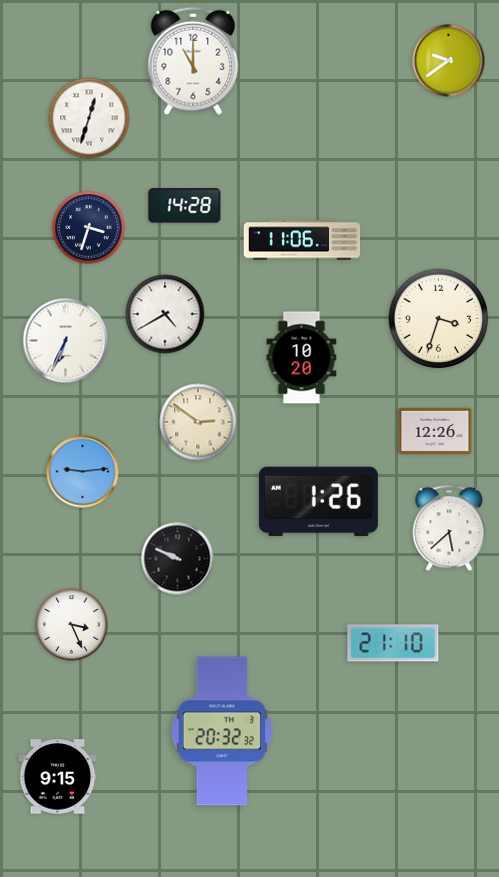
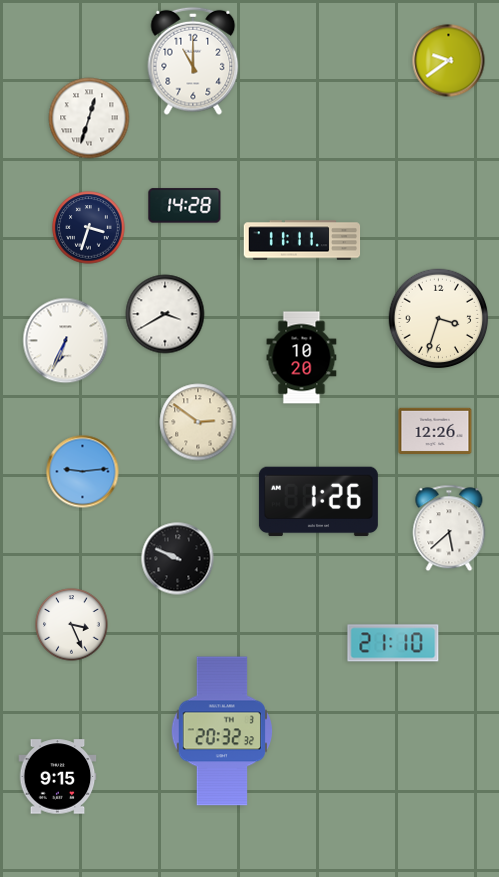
clock at (302, 240): 11:06 -> 11:11
clock at (165, 314): 4:40 -> 3:40
